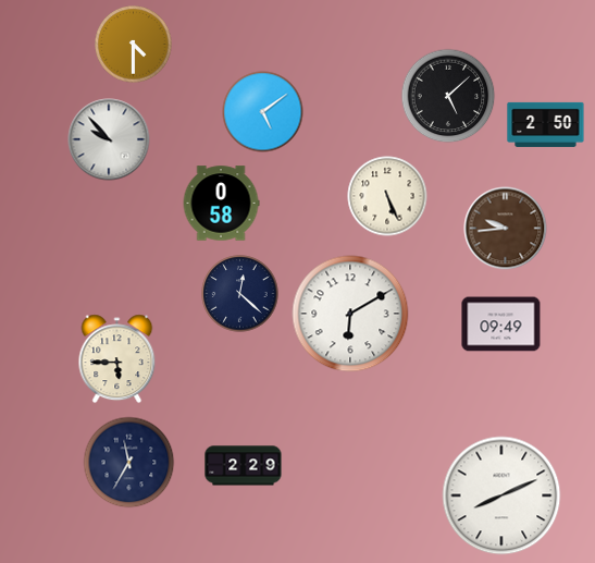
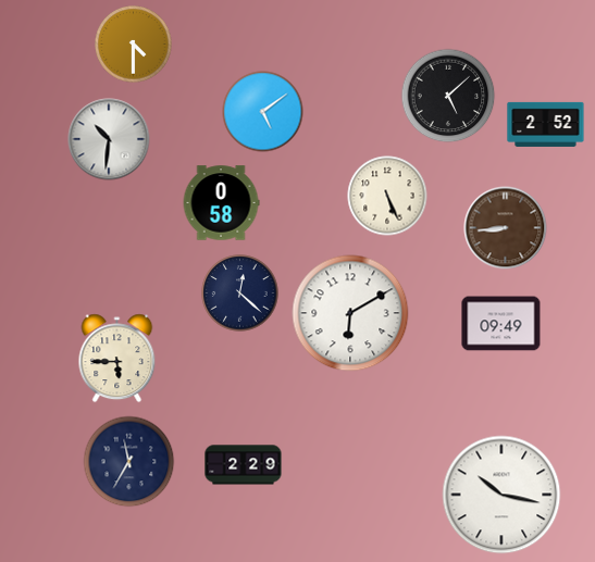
clock at (546, 124): 2:50 -> 2:52
clock at (109, 139): 9:53 -> 10:31
clock at (506, 229): 9:44 -> 8:44
clock at (501, 495): 8:11 -> 10:17
